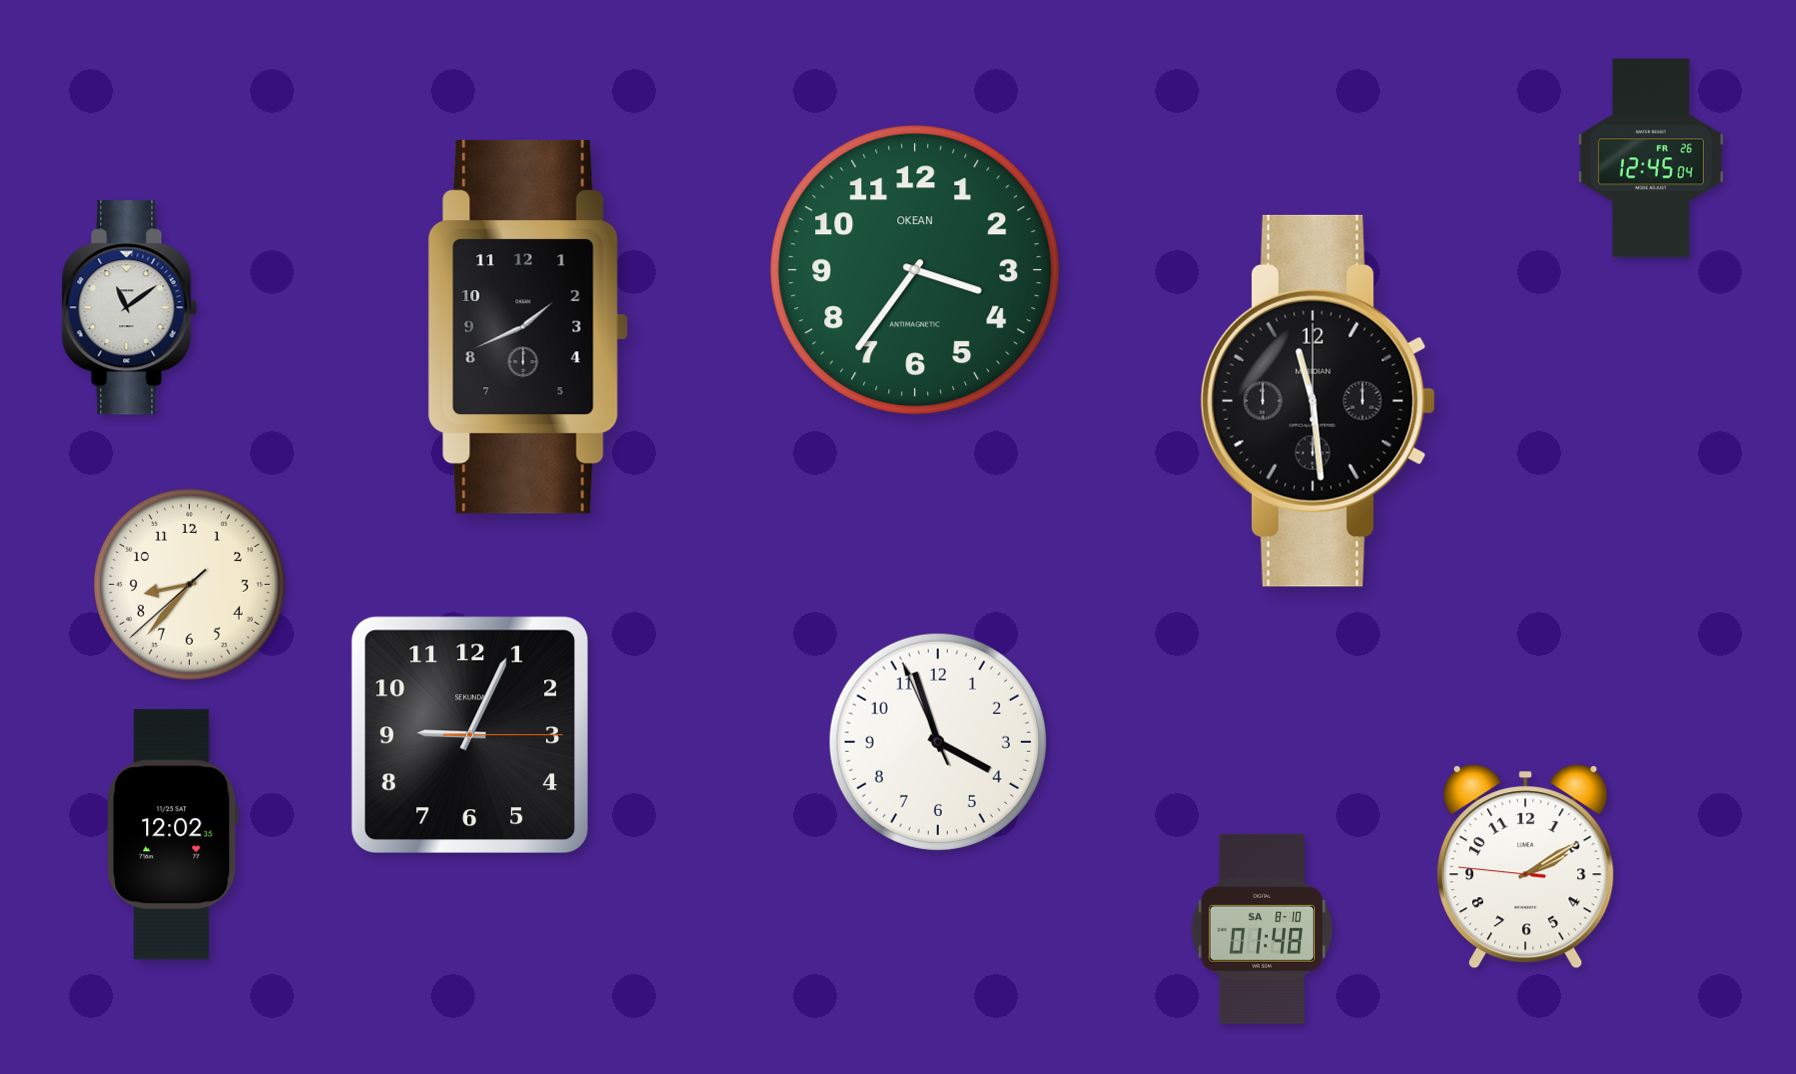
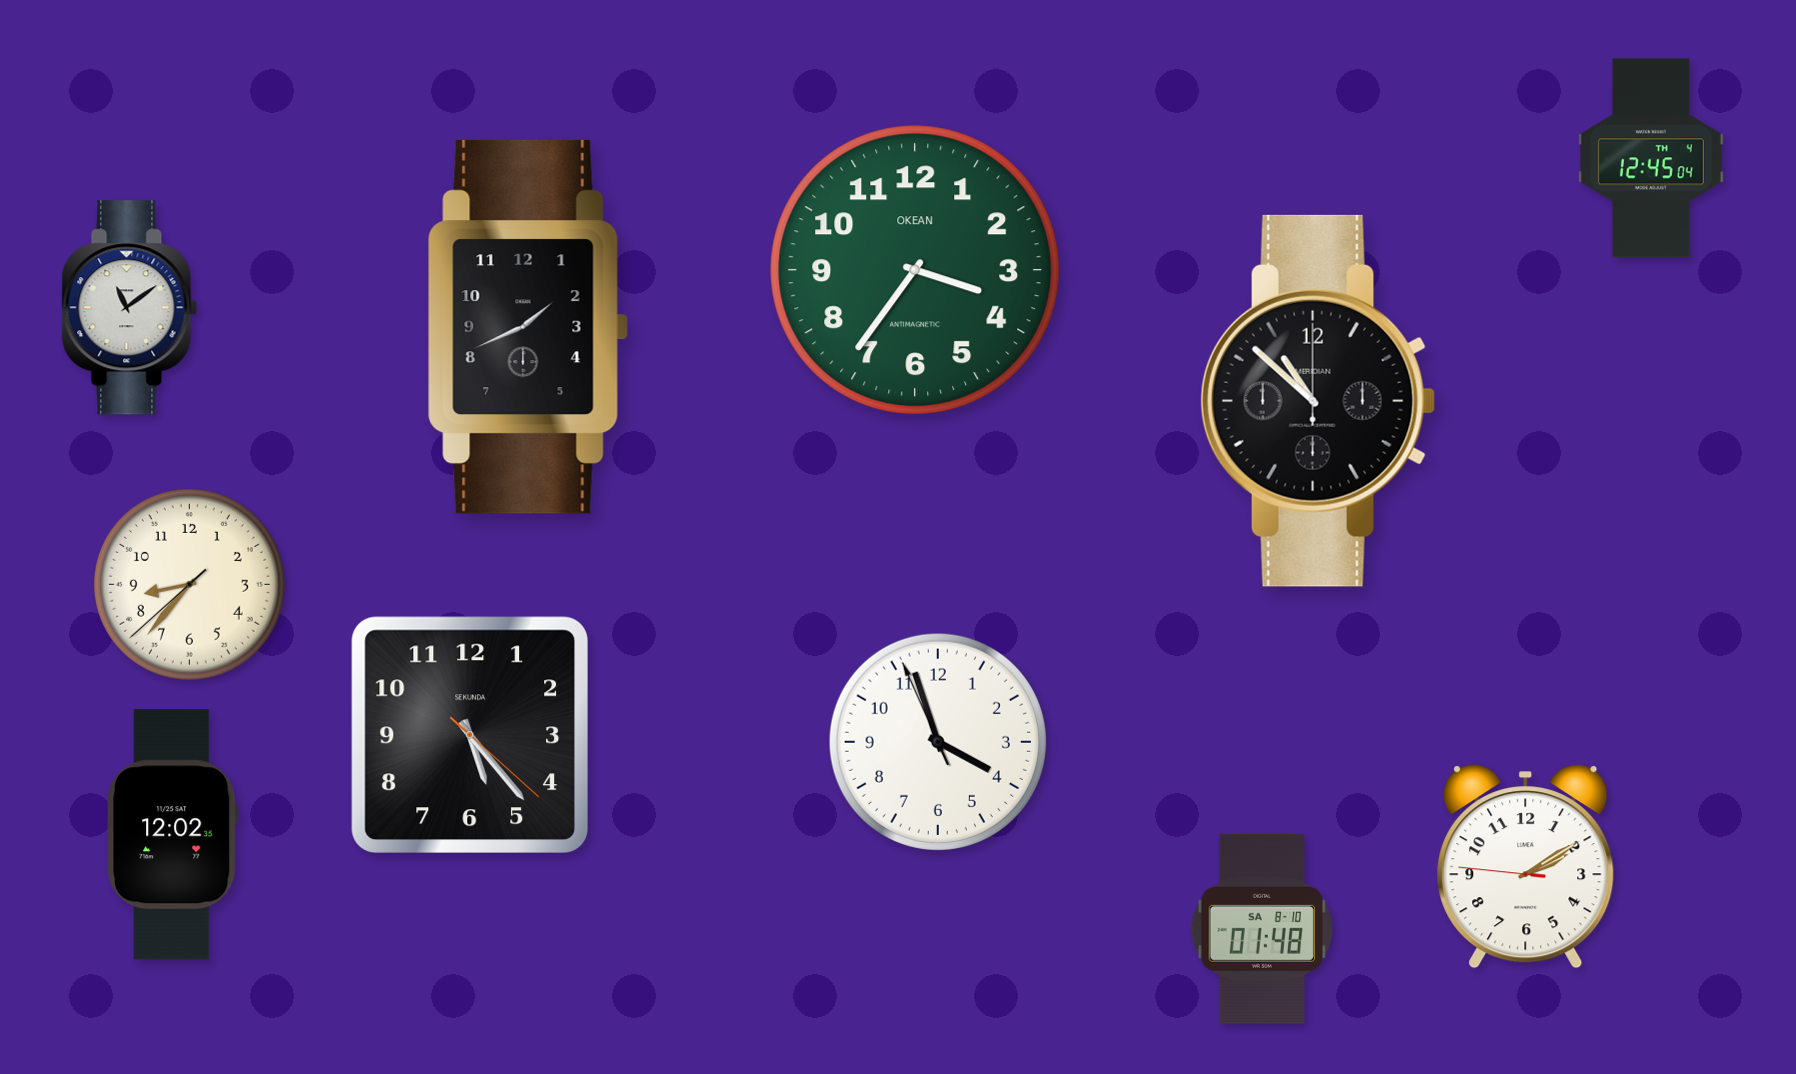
clock at (1651, 158) date: FR 26 -> TH 4
clock at (1318, 401): 11:29 -> 10:52
clock at (469, 734): 9:04 -> 5:23
